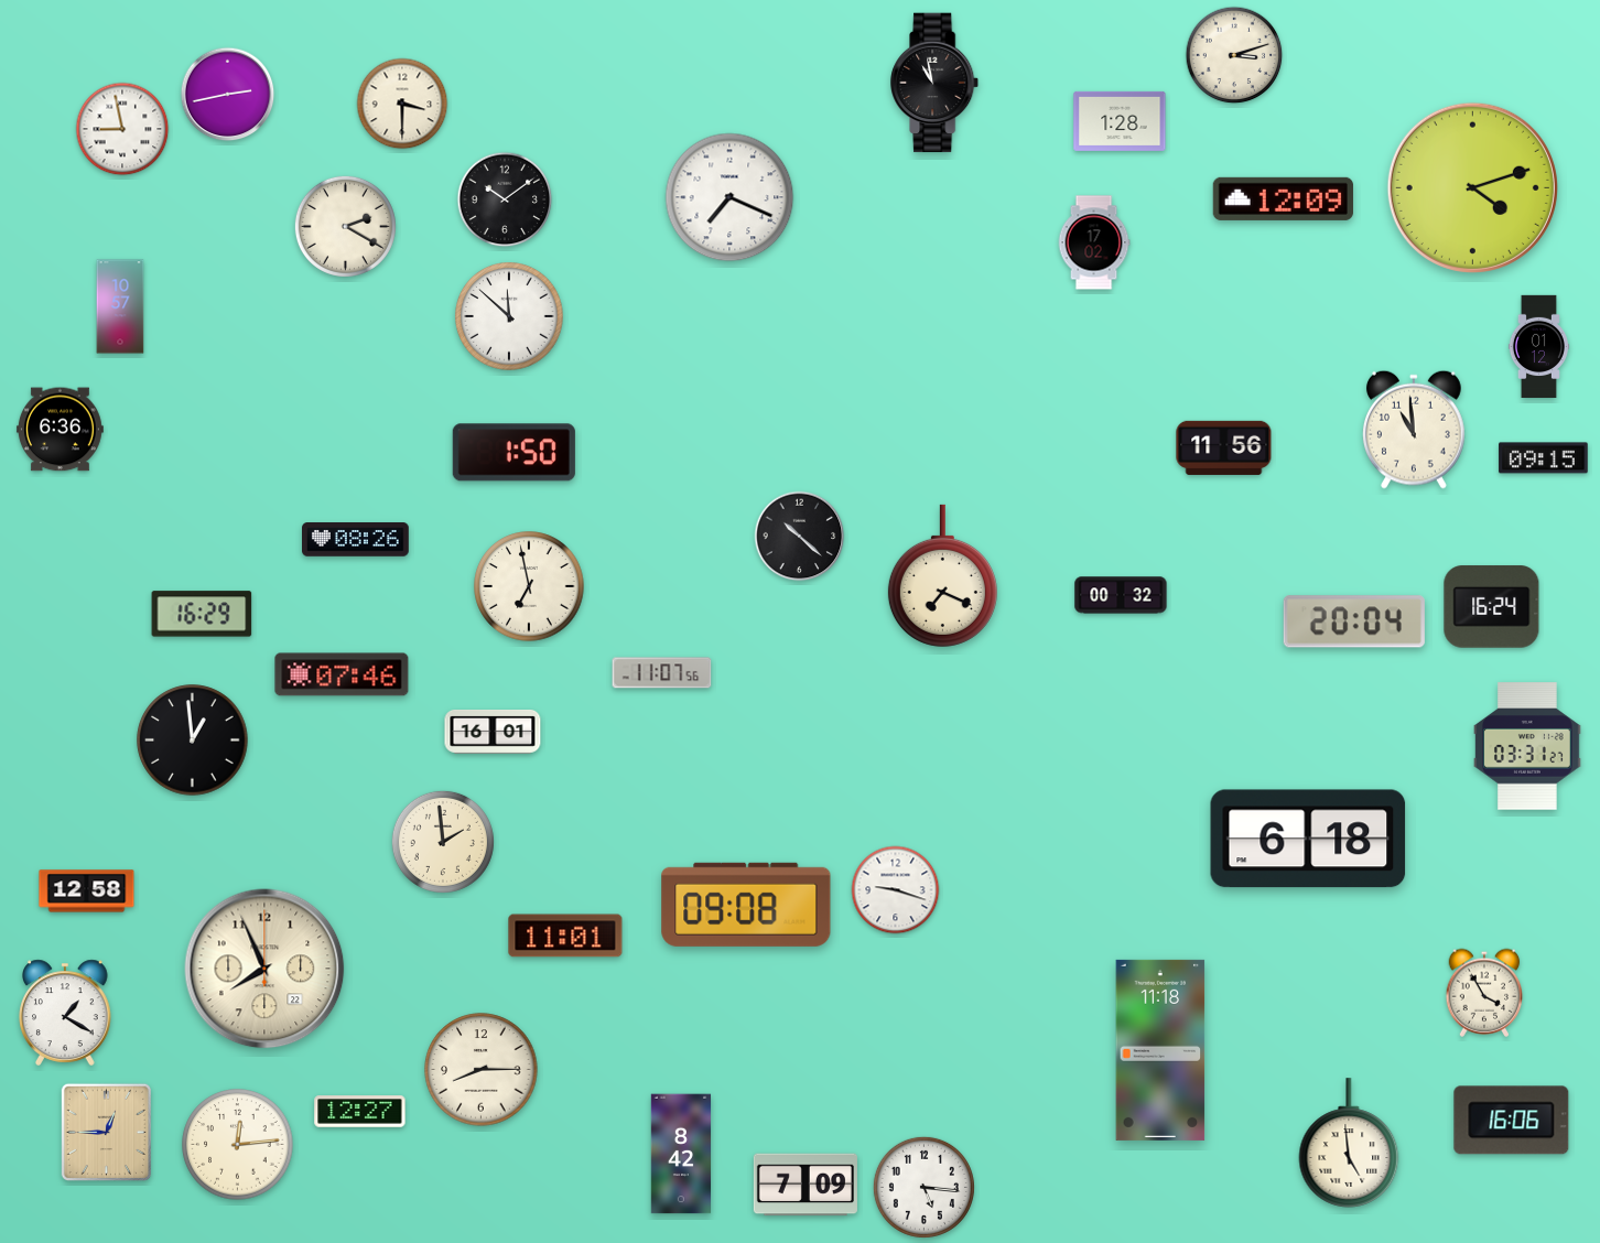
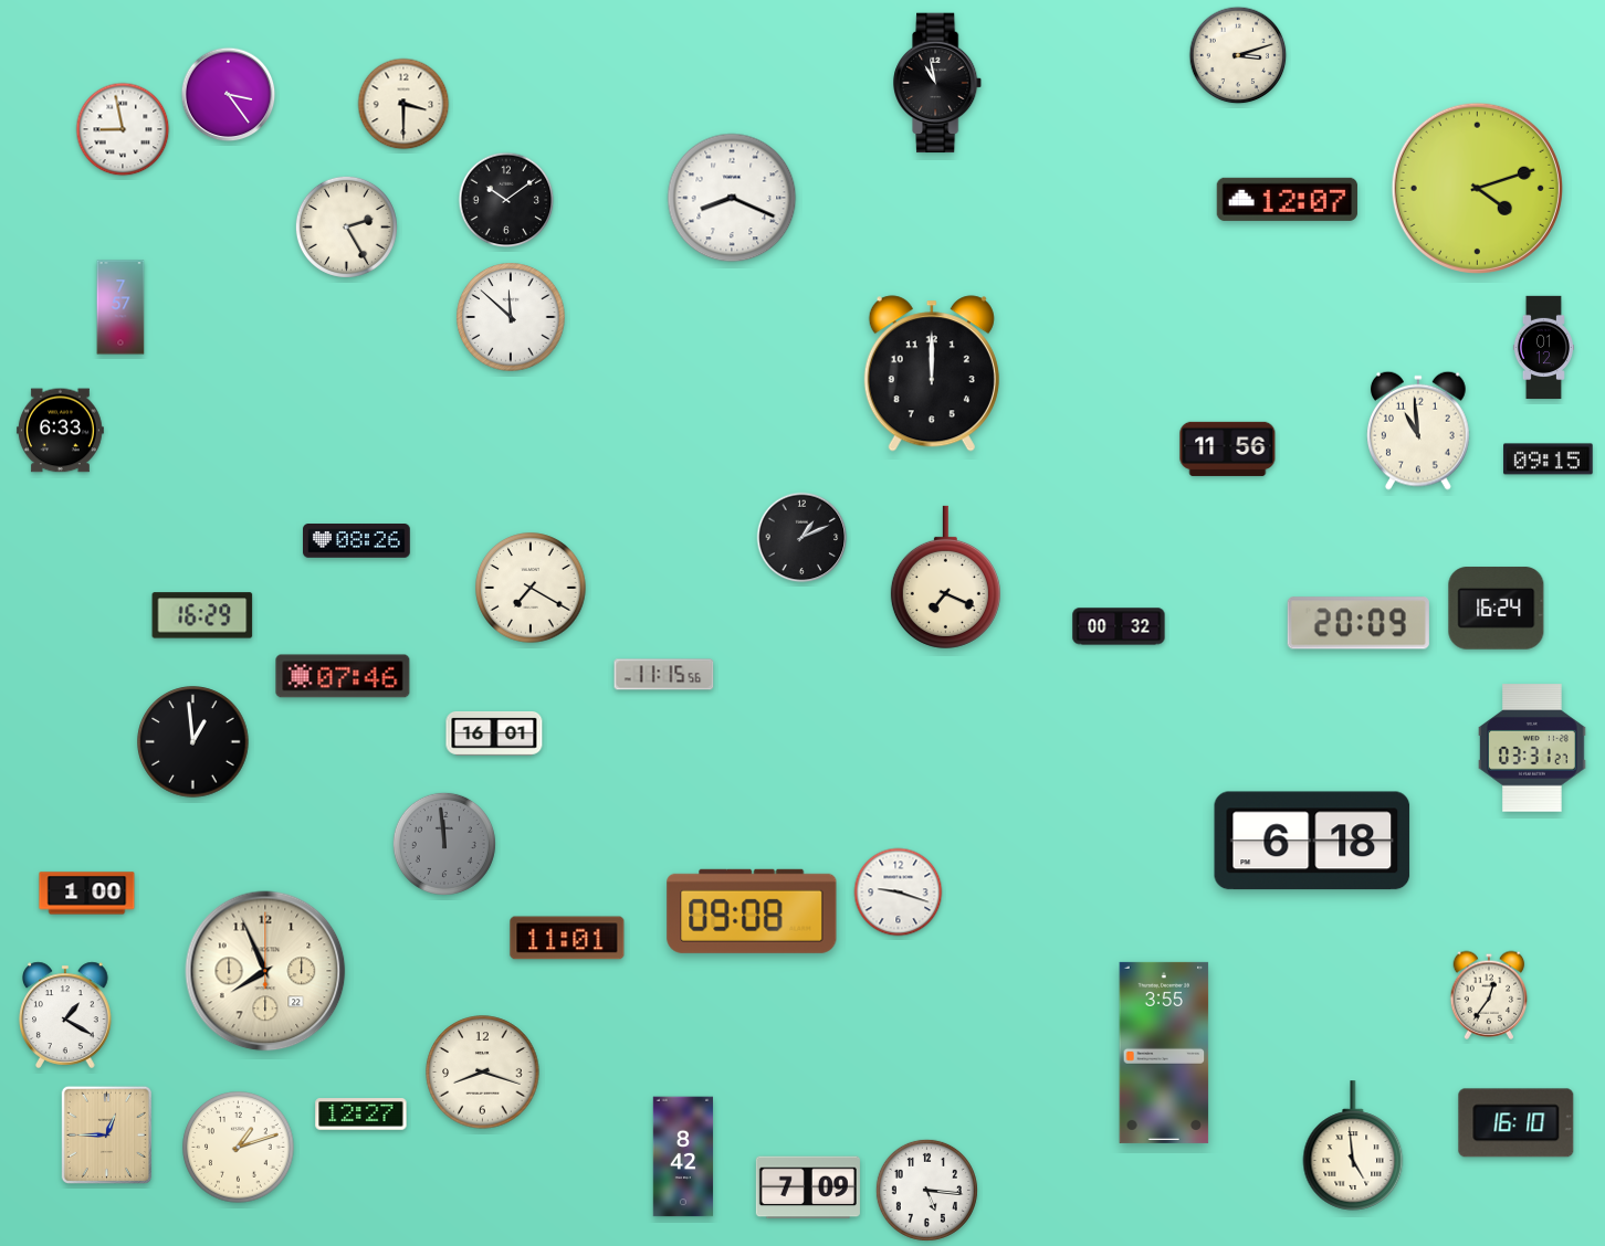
clock at (228, 95): 2:43 -> 3:24
clock at (1120, 121): 1:28 -> none
clock at (729, 197): 7:19 -> 8:19
clock at (1283, 198): 12:09 -> 12:07
clock at (345, 226): 2:20 -> 2:25
clock at (1094, 242): 17:02 -> none
clock at (120, 306): 10:57 -> 7:57
clock at (932, 373): none -> 12:00
clock at (60, 430): 6:36 -> 6:33
clock at (513, 453): 1:50 -> none
clock at (800, 537): 10:22 -> 1:11
clock at (529, 586): 6:58 -> 7:20
clock at (1121, 595) position: (1121, 595) -> (1119, 626)
clock at (1354, 622): 20:04 -> 20:09
clock at (662, 673): 11:07 -> 11:15
clock at (443, 842): 1:59 -> 11:59
clock at (443, 842) dial: cream -> grey
clock at (87, 891): 12:58 -> 1:00
clock at (746, 905) position: (746, 905) -> (752, 911)
clock at (1484, 993): 3:55 -> 12:36
clock at (1160, 1050): 11:18 -> 3:55
clock at (482, 1070): 8:15 -> 8:18
clock at (1512, 1121): 16:06 -> 16:10
clock at (238, 1145): 12:14 -> 1:12
